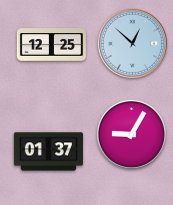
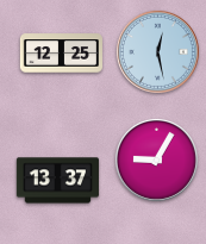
clock at (132, 43): 12:52 -> 12:28
clock at (48, 152): 01:37 -> 13:37
